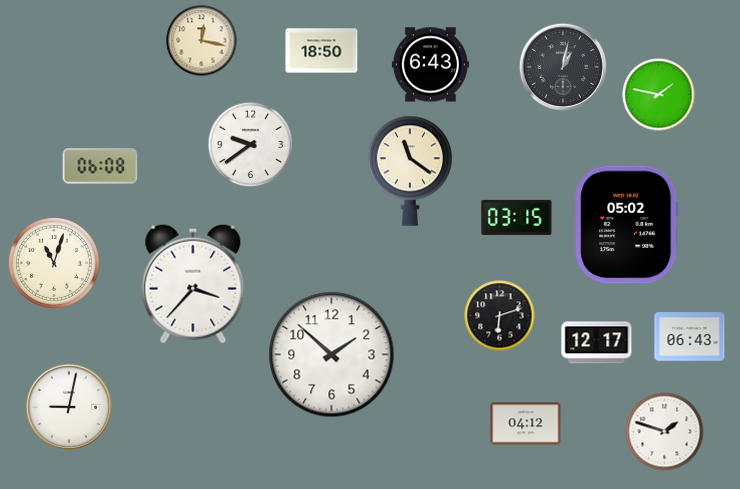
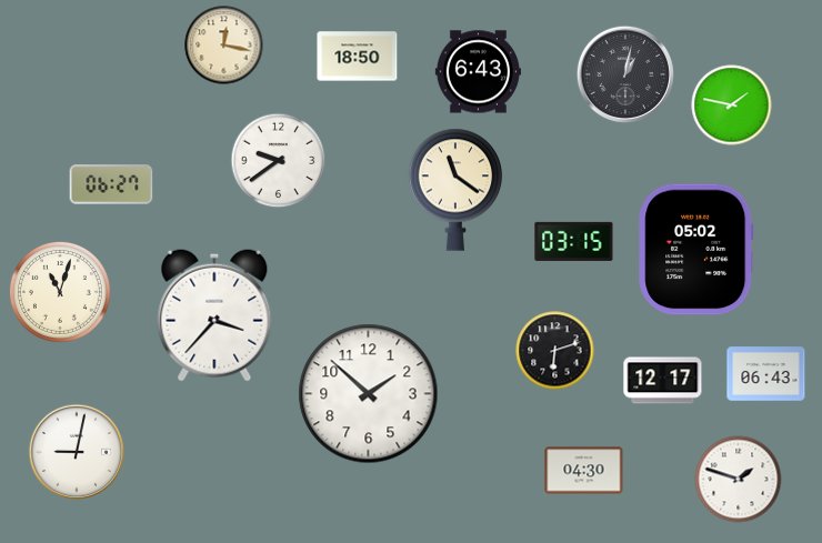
clock at (100, 166): 06:08 -> 06:27
clock at (526, 424): 04:12 -> 04:30
